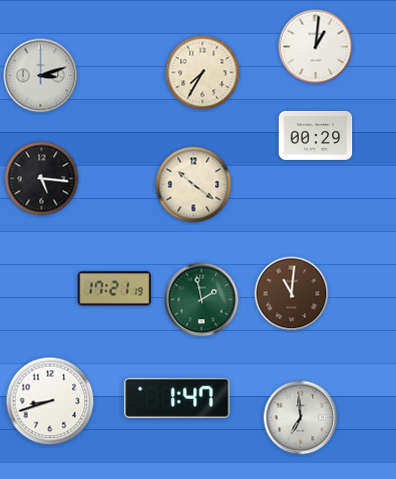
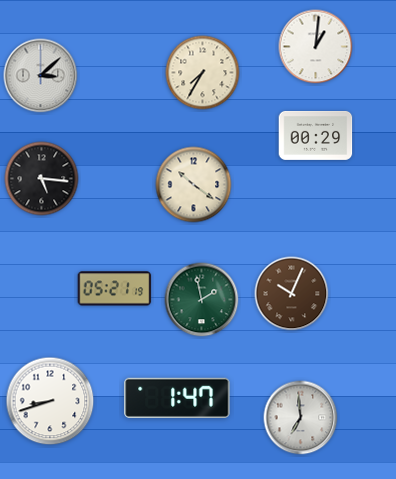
clock at (41, 76): 3:12 -> 3:08
clock at (115, 289): 17:21 -> 05:21
clock at (292, 294): 11:01 -> 10:04
